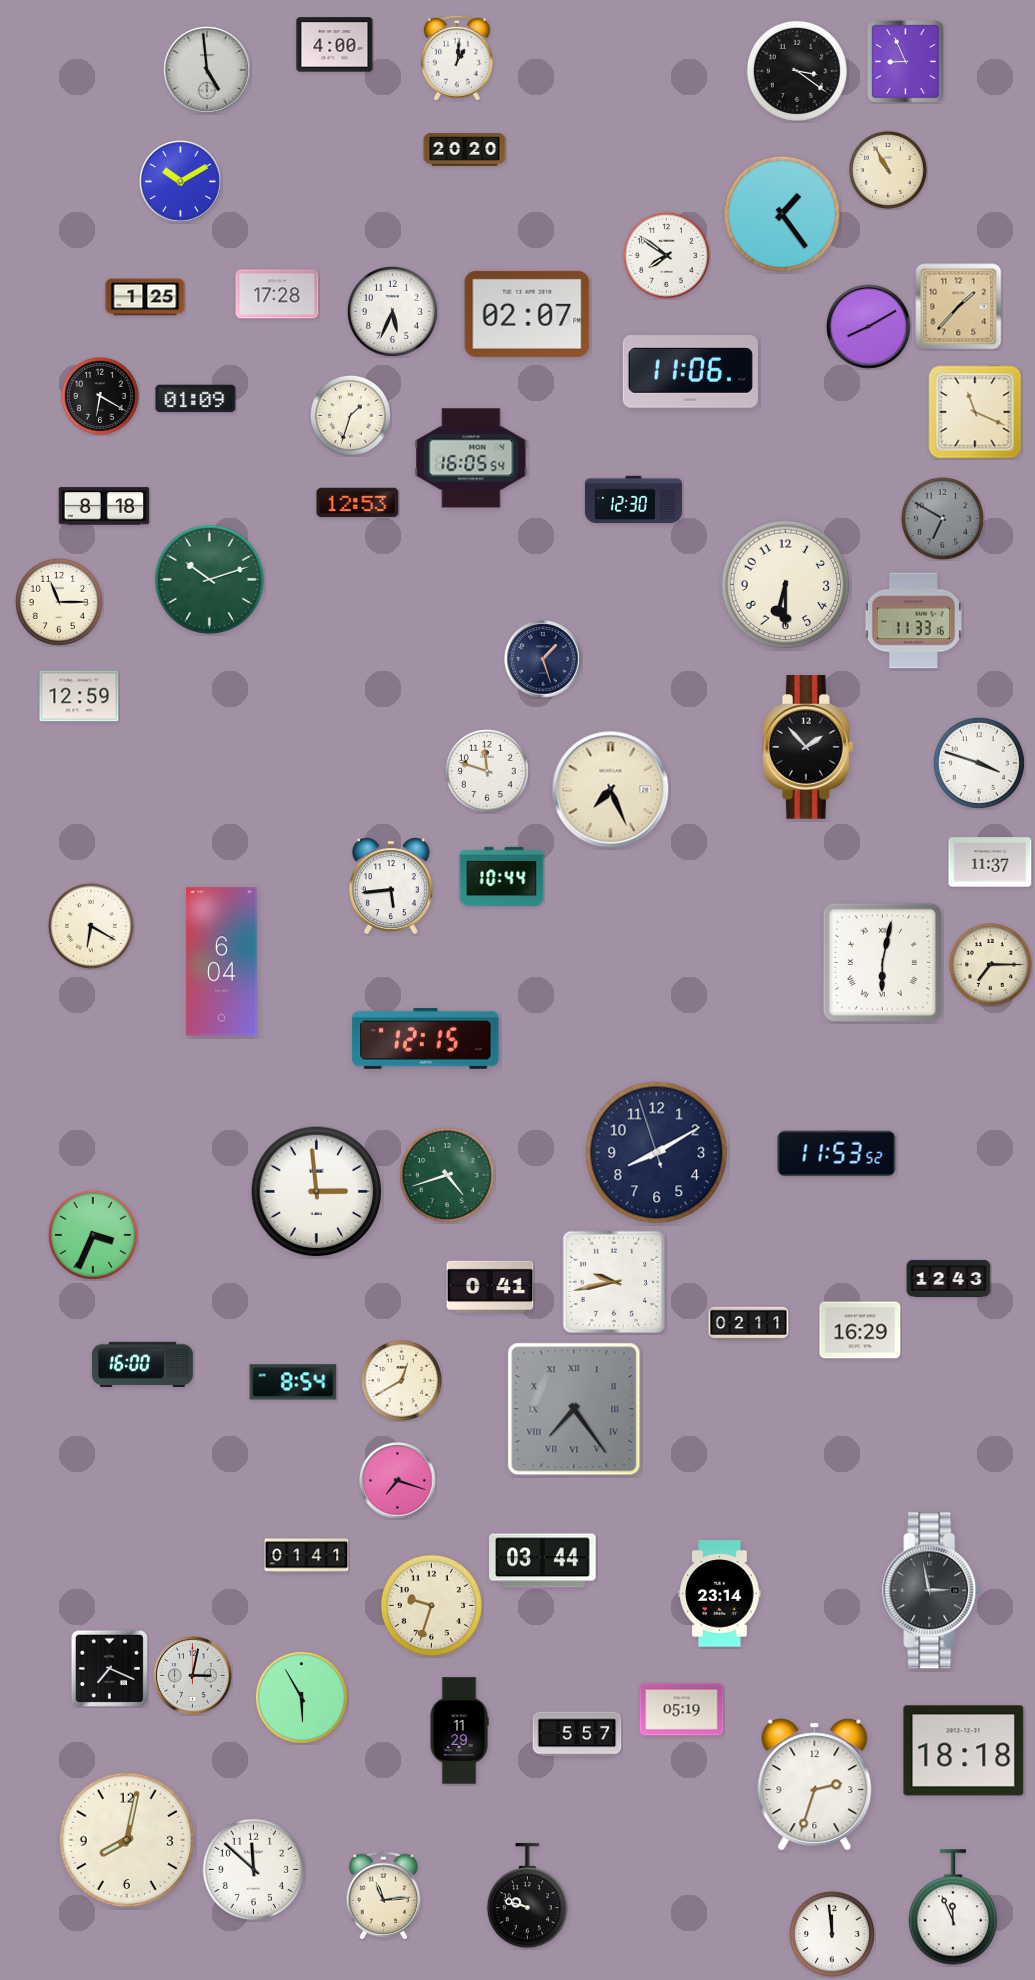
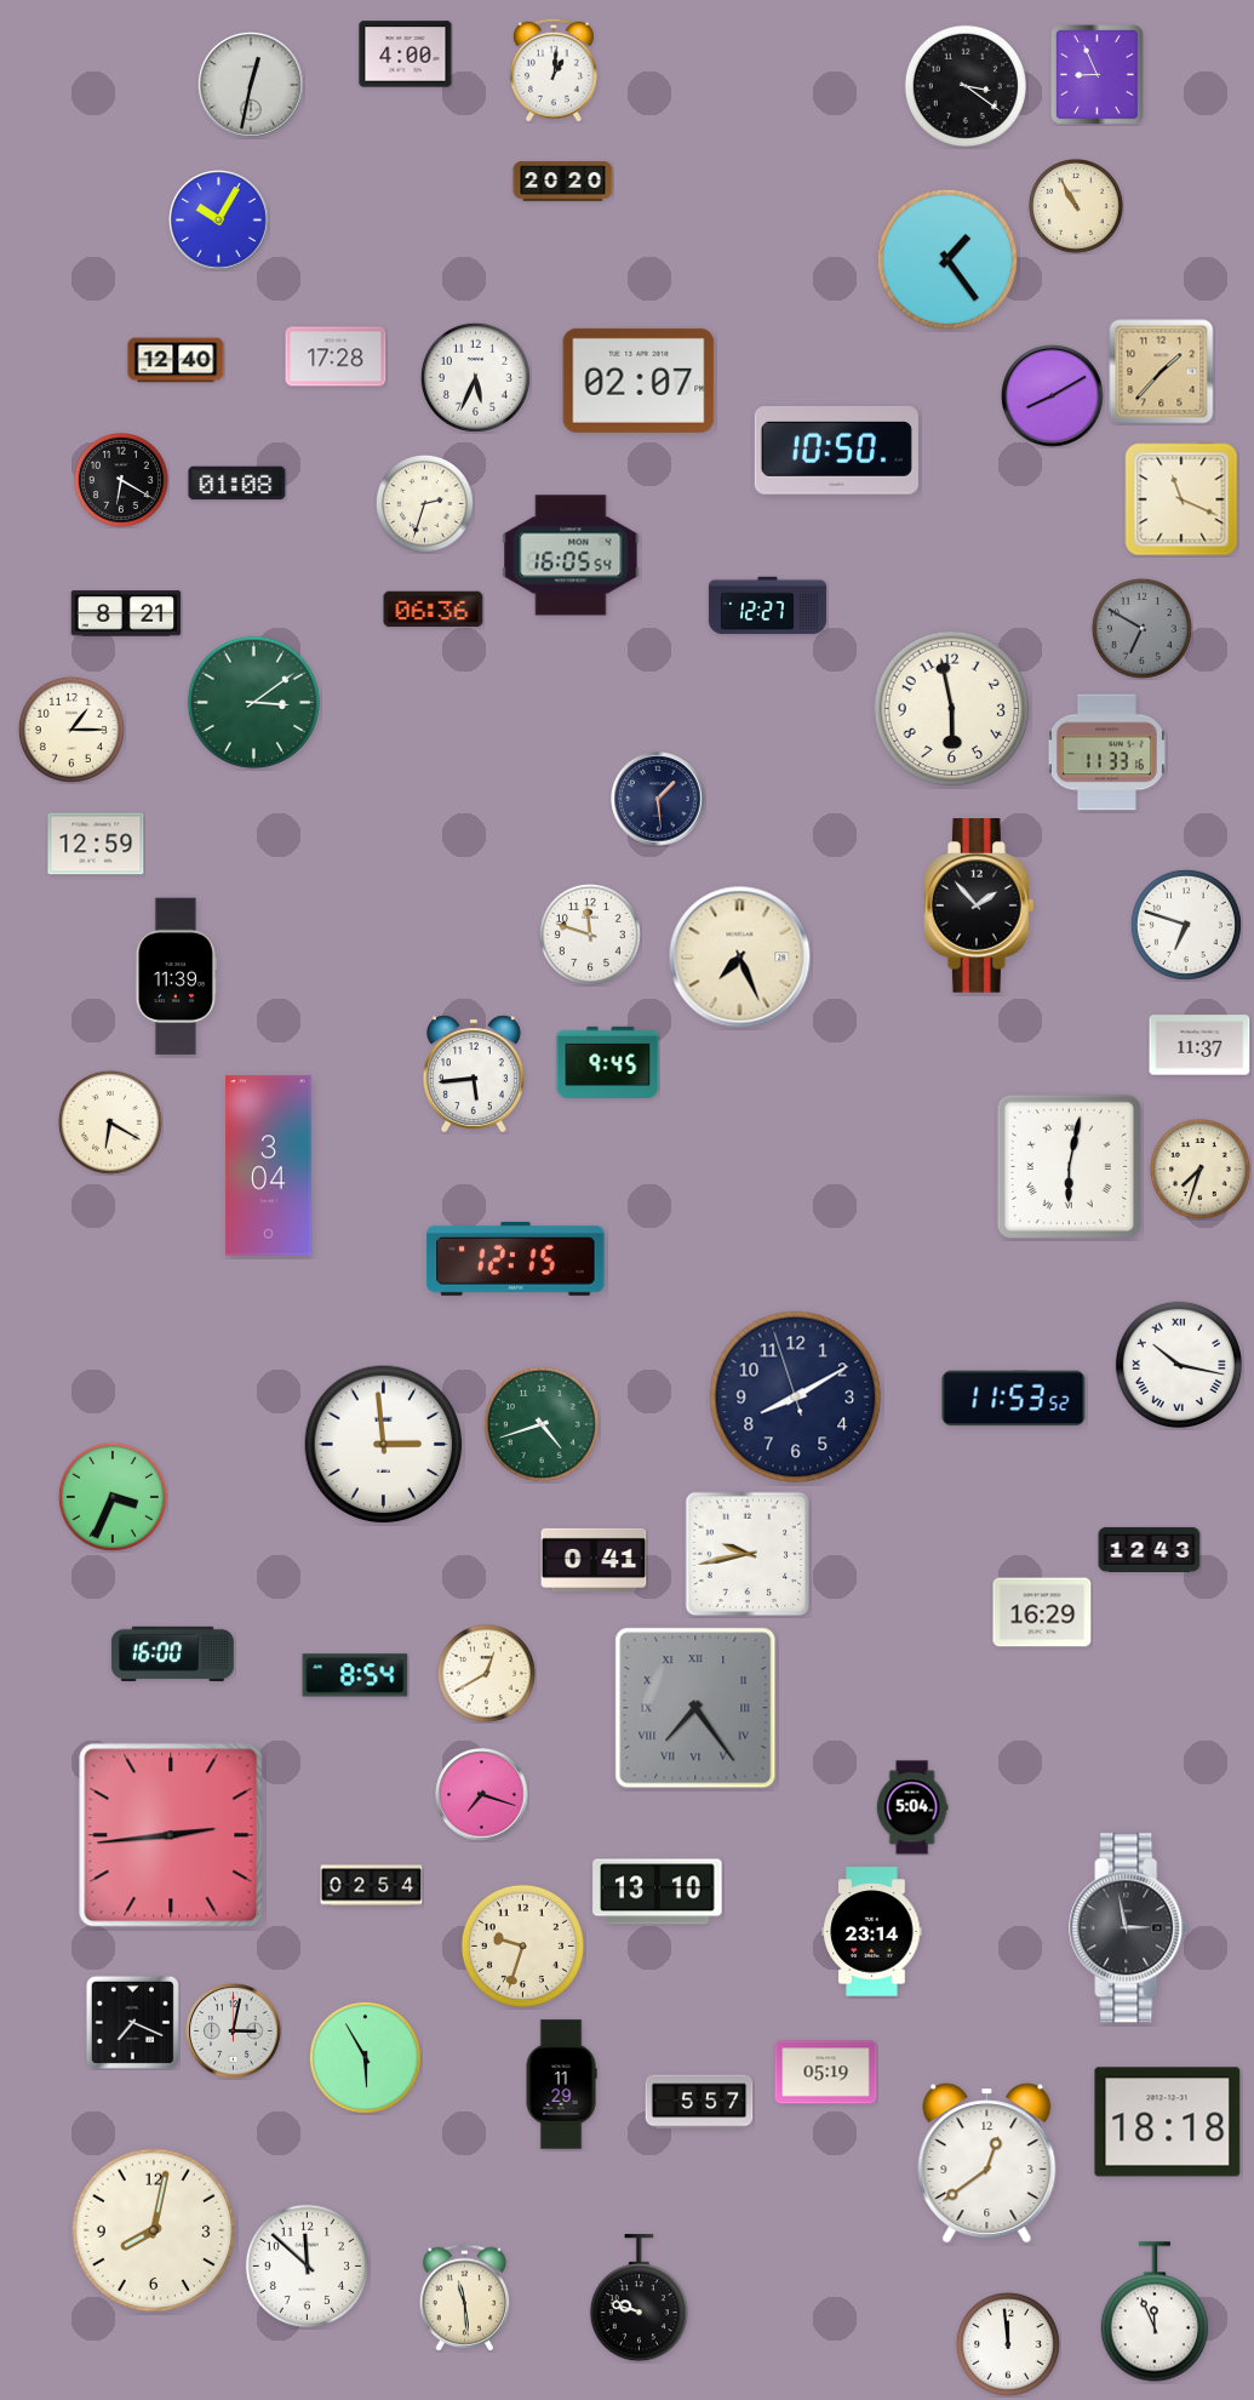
clock at (207, 70): 4:59 -> 12:32
clock at (181, 182): 10:10 -> 10:05
clock at (666, 255): 7:51 -> none
clock at (145, 297): 1:25 -> 12:40
clock at (690, 372): 11:06 -> 10:50
clock at (196, 399): 01:09 -> 01:08
clock at (350, 415): 1:33 -> 2:33
clock at (633, 500): 12:30 -> 12:27
clock at (358, 503): 12:53 -> 06:36
clock at (104, 506): 8:18 -> 8:21
clock at (209, 579): 10:12 -> 3:09
clock at (786, 585): 6:30 -> 5:58
clock at (59, 602): 11:15 -> 1:15
clock at (543, 659): 1:27 -> 1:29
clock at (979, 763): 3:48 -> 6:48
clock at (176, 977): none -> 11:39
clock at (502, 876): 10:44 -> 9:45
clock at (222, 962): 6:04 -> 3:04
clock at (990, 964): 7:15 -> 7:33
clock at (1179, 1365): none -> 10:17
clock at (614, 1282) position: (614, 1282) -> (748, 1554)
clock at (749, 1323): 02:11 -> none
clock at (912, 1807): none -> 5:04
clock at (171, 1835): none -> 2:44
clock at (307, 1556): 01:41 -> 02:54
clock at (543, 1561): 03:44 -> 13:10
clock at (459, 1731) position: (459, 1731) -> (561, 2085)
clock at (815, 1785): 2:33 -> 12:39
clock at (384, 1896): 11:14 -> 11:29
